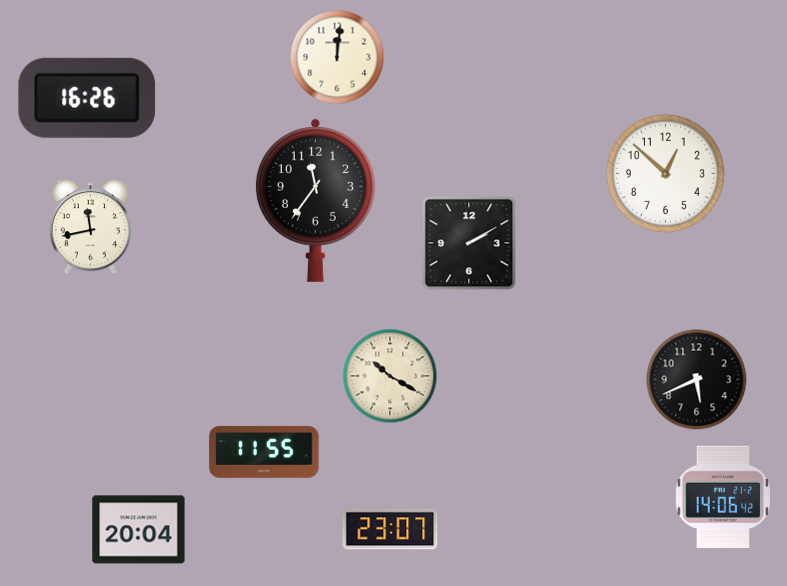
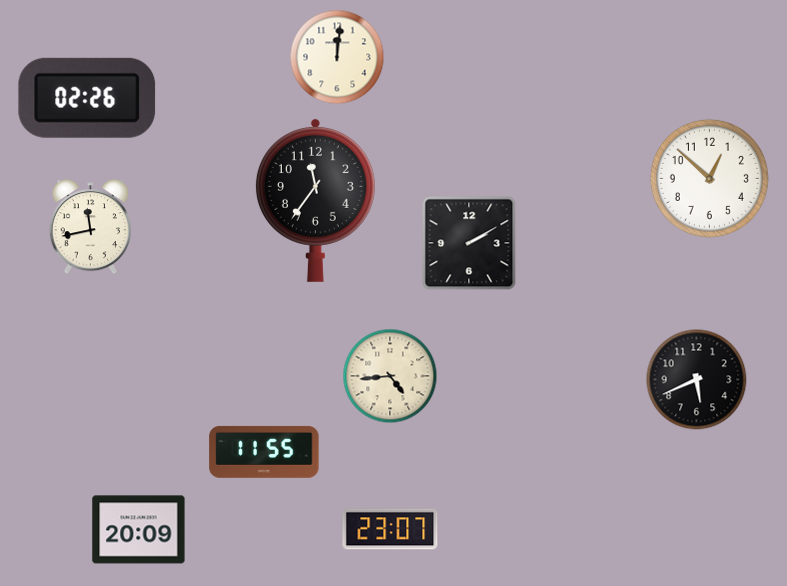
clock at (87, 98): 16:26 -> 02:26
clock at (665, 173) position: (665, 173) -> (709, 178)
clock at (390, 376): 10:20 -> 4:44
clock at (723, 496): 14:06 -> none
clock at (139, 530): 20:04 -> 20:09
